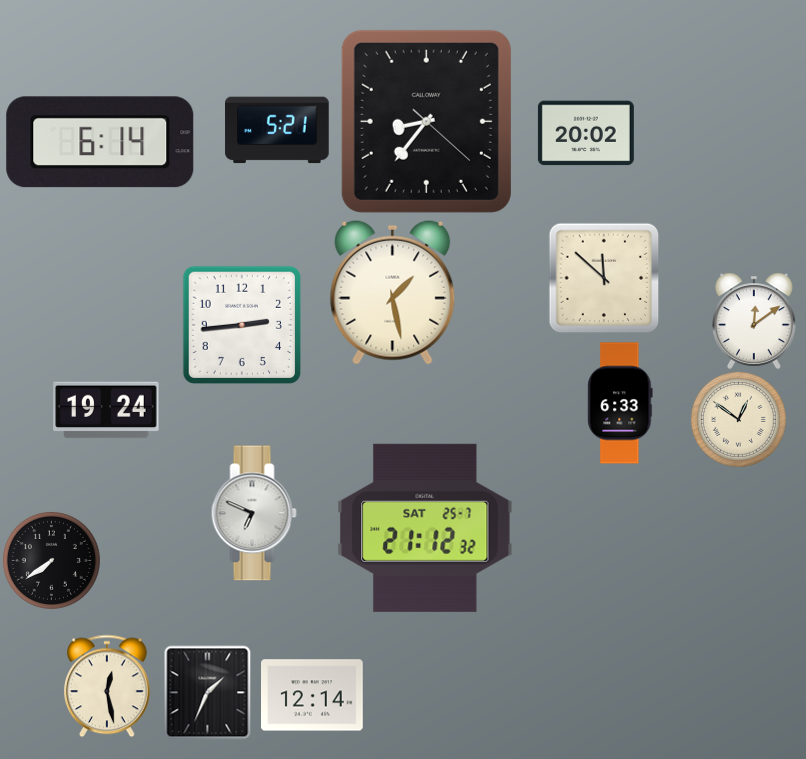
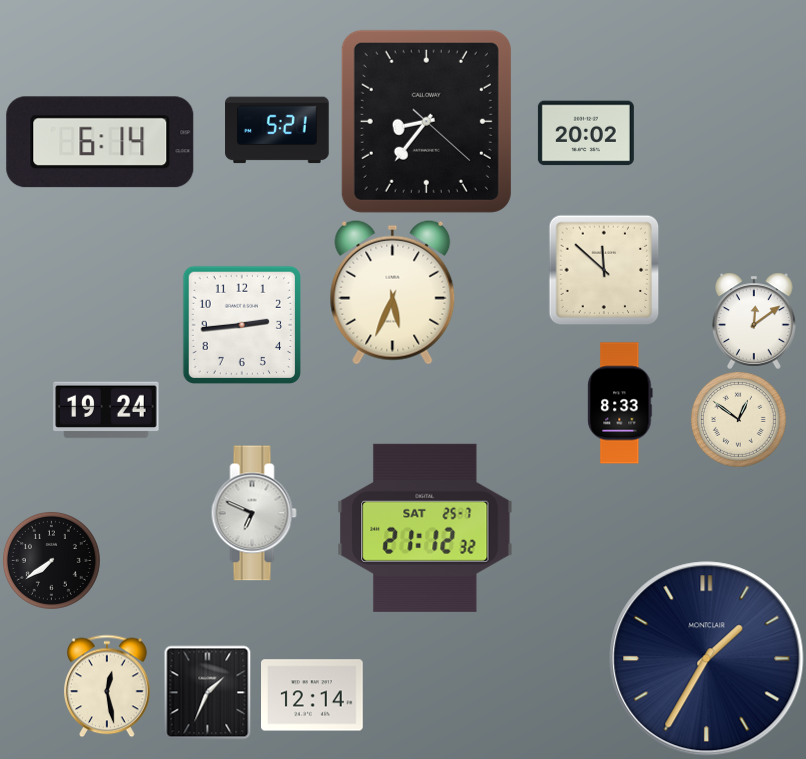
clock at (604, 278) position: (604, 278) -> (604, 270)
clock at (393, 292): 1:28 -> 5:34
clock at (620, 403): 6:33 -> 8:33
clock at (707, 659): none -> 1:35
